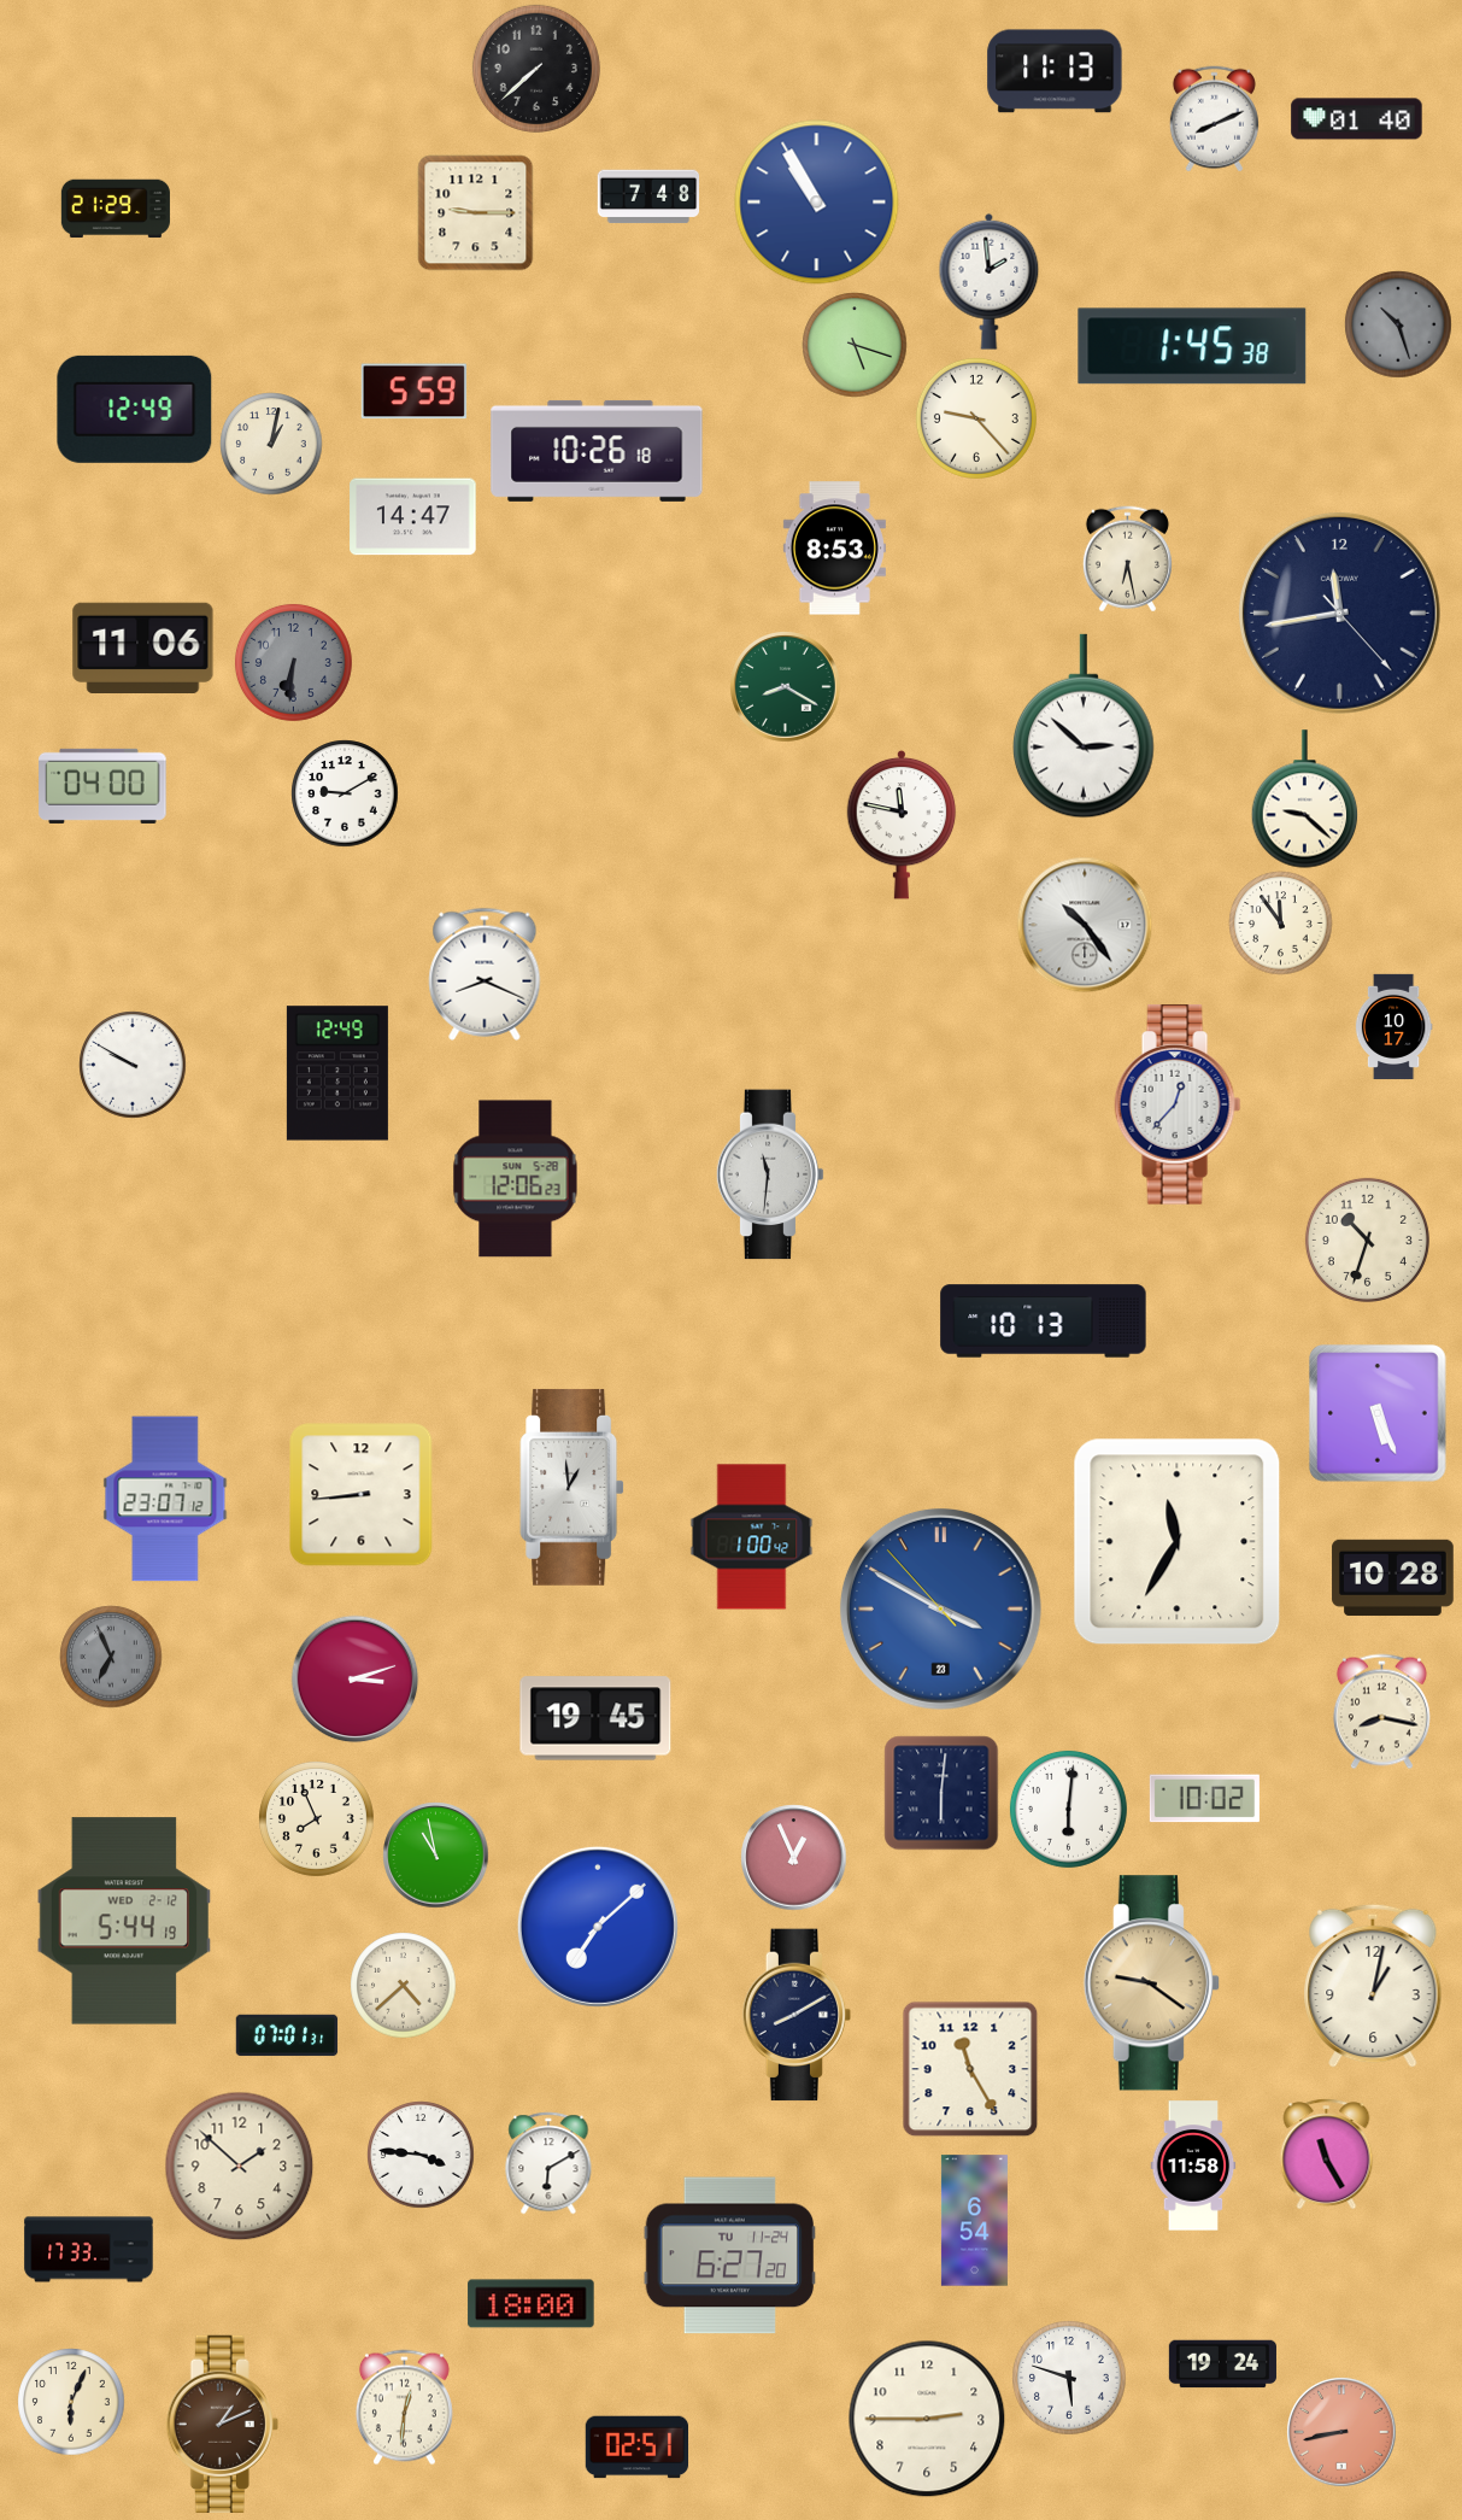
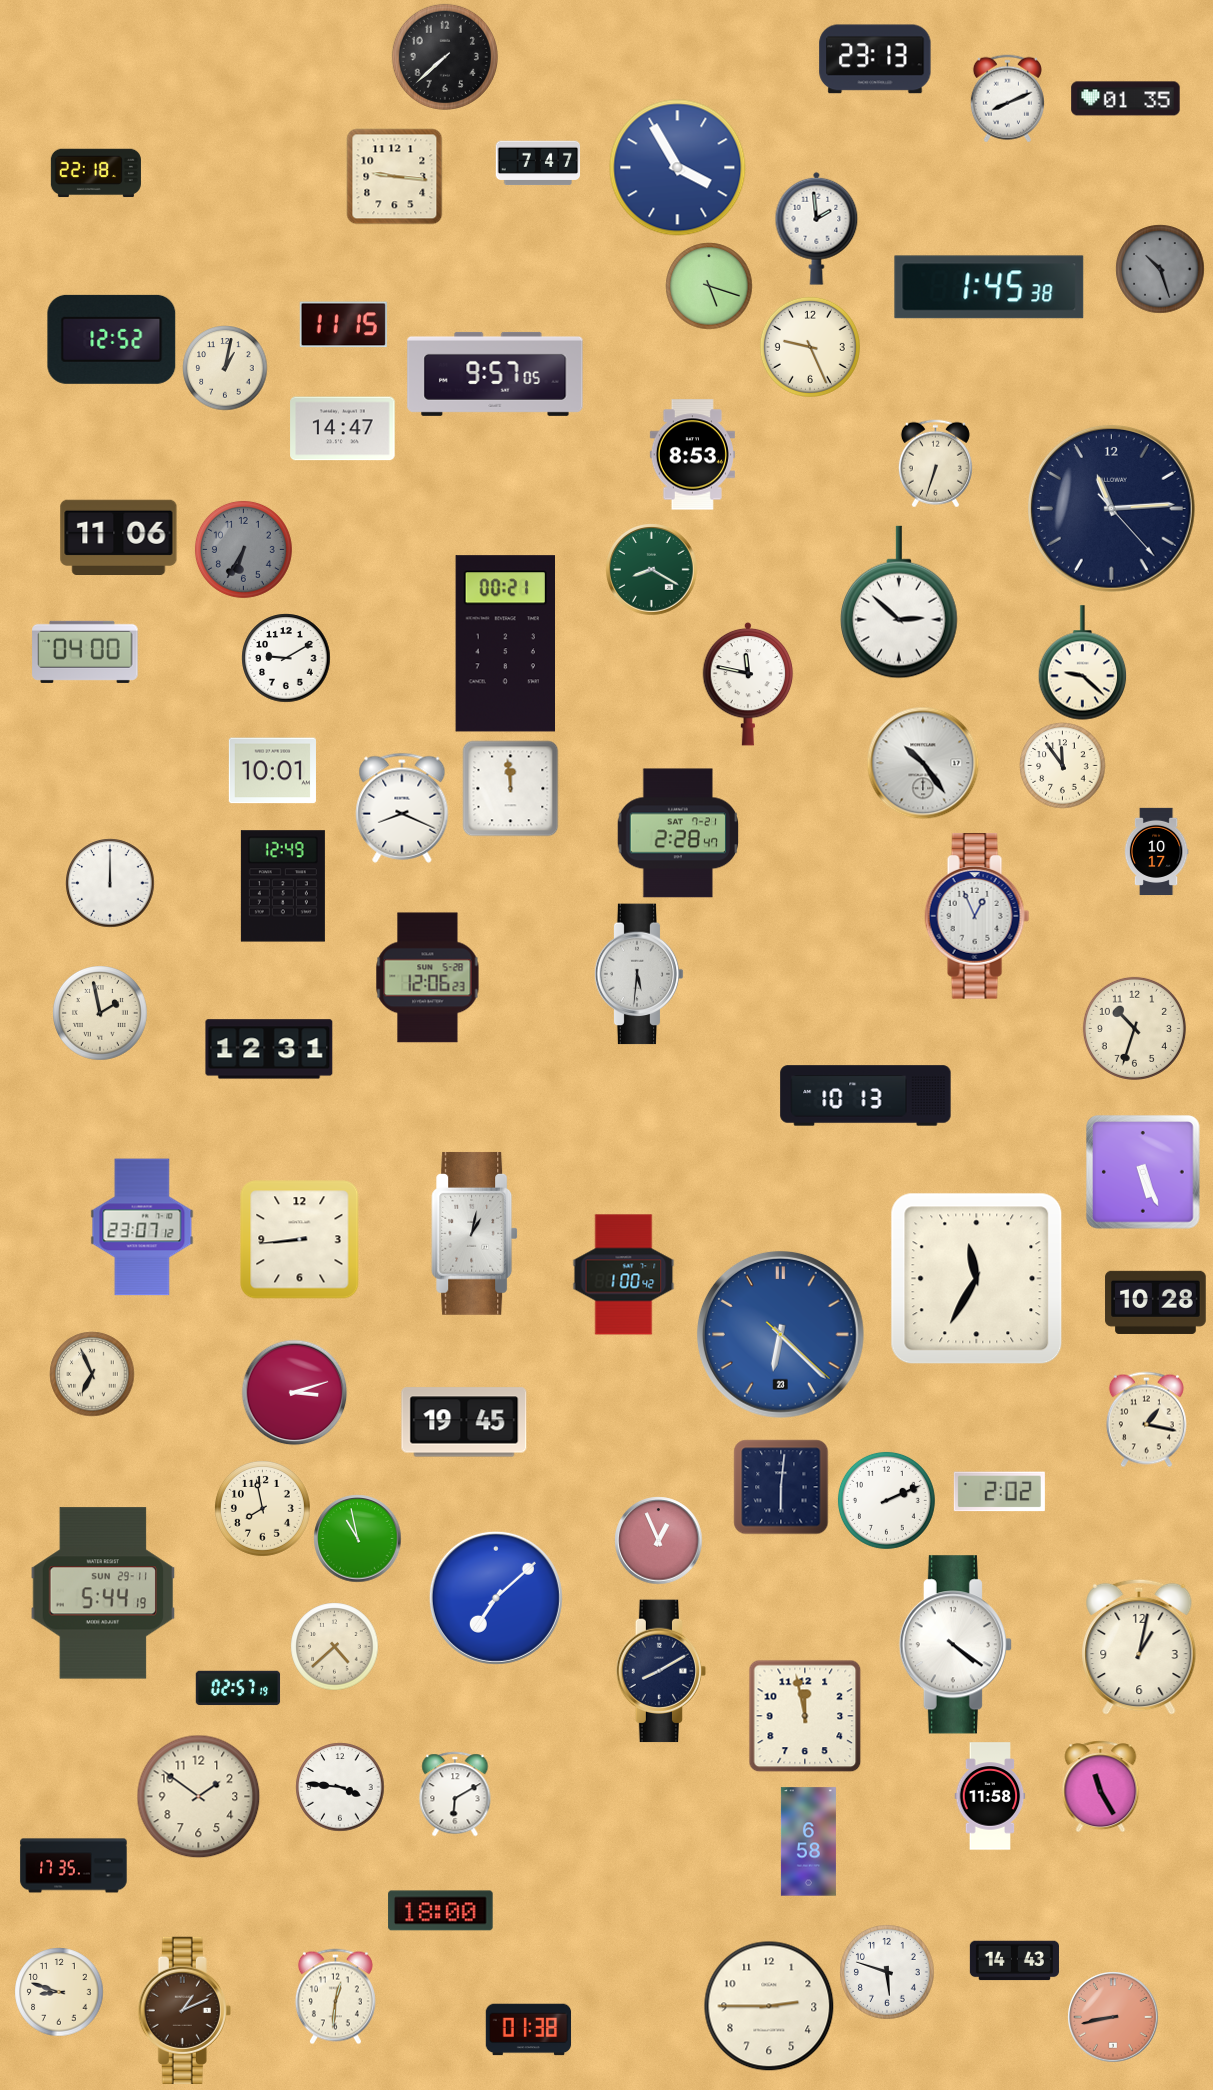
clock at (1055, 71): 11:13 -> 23:13
clock at (1357, 119): 01:40 -> 01:35
clock at (648, 197): 7:48 -> 7:47
clock at (817, 203): 10:55 -> 3:55
clock at (116, 209): 21:29 -> 22:18
clock at (475, 212): 9:15 -> 9:16
clock at (990, 281) position: (990, 281) -> (817, 228)
clock at (413, 392): 5:59 -> 11:15
clock at (135, 409): 12:49 -> 12:52
clock at (976, 418): 9:23 -> 9:26
clock at (597, 451): 10:26 -> 9:57
clock at (1127, 558): 6:28 -> 6:33
clock at (1339, 613): 11:43 -> 11:14
clock at (293, 662): 6:31 -> 6:35
clock at (505, 644): none -> 00:21
clock at (1085, 925) position: (1085, 925) -> (923, 763)
clock at (272, 771): none -> 10:01
clock at (510, 788): none -> 11:59
clock at (678, 833): none -> 2:28
clock at (133, 1065): 9:50 -> 12:00
clock at (337, 1073) position: (337, 1073) -> (283, 886)
clock at (1178, 1104): 12:37 -> 12:56
clock at (770, 1174): 11:31 -> 5:31
clock at (100, 1013): none -> 1:58
clock at (269, 1049): none -> 12:31
clock at (573, 1487): 12:59 -> 1:02
clock at (165, 1499) position: (165, 1499) -> (142, 1227)
clock at (1393, 1577) position: (1393, 1577) -> (1156, 1302)
clock at (940, 1608): 3:49 -> 6:22
clock at (111, 1657) dial: grey -> cream
clock at (1381, 1711): 8:17 -> 1:17
clock at (595, 1718) position: (595, 1718) -> (464, 1422)
clock at (1204, 1799): 10:02 -> 2:02
clock at (1068, 1809): 6:01 -> 2:11
clock at (316, 1818): 7:56 -> 7:58
clock at (435, 1854) position: (435, 1854) -> (357, 1538)
clock at (123, 1921) date: WED 2-12 -> SUN 29-11
clock at (1151, 1983): 9:21 -> 4:21
clock at (1151, 1983) dial: champagne -> white
clock at (287, 2035): 07:01 -> 02:57
clock at (970, 2069): 11:25 -> 11:58
clock at (421, 2155) position: (421, 2155) -> (340, 1787)
clock at (239, 2166): 1:52 -> 1:51
clock at (974, 2221): 6:54 -> 6:58
clock at (89, 2250): 17:33 -> 17:35
clock at (730, 2256): 6:27 -> none
clock at (1222, 2364): 19:24 -> 14:43
clock at (71, 2402): 6:04 -> 8:48
clock at (636, 2448): 02:51 -> 01:38
